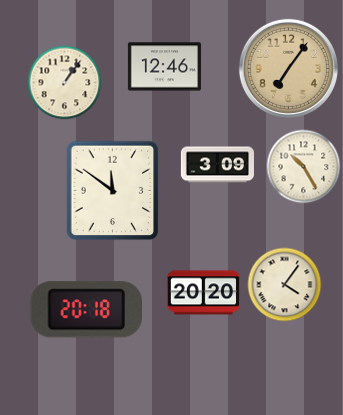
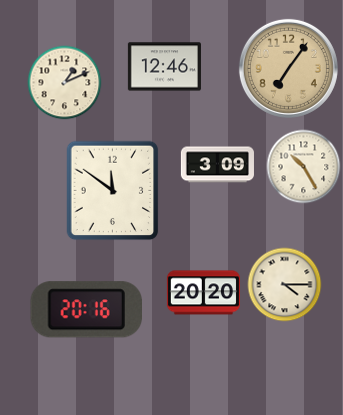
clock at (65, 83): 1:06 -> 1:11
clock at (285, 285): 4:06 -> 4:15
clock at (86, 310): 20:18 -> 20:16
